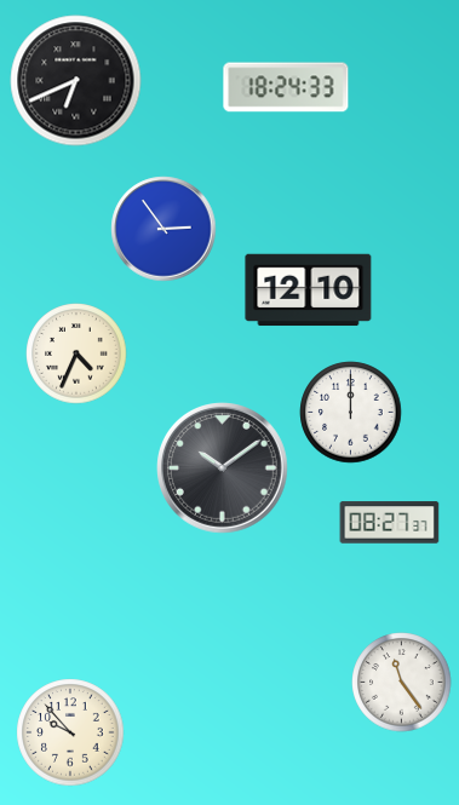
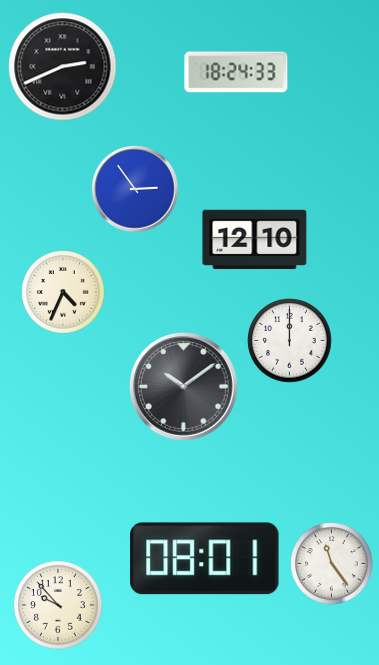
clock at (76, 81): 6:41 -> 2:41
clock at (390, 523): 08:27 -> none
clock at (205, 559): none -> 08:01
